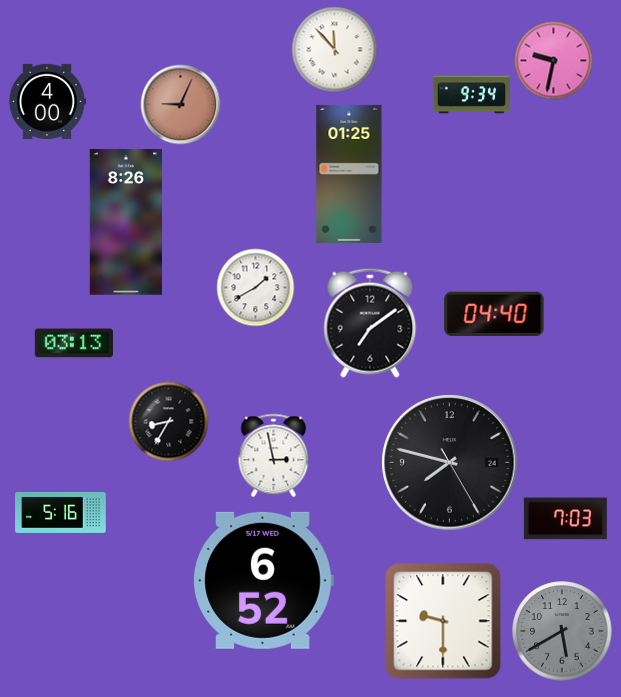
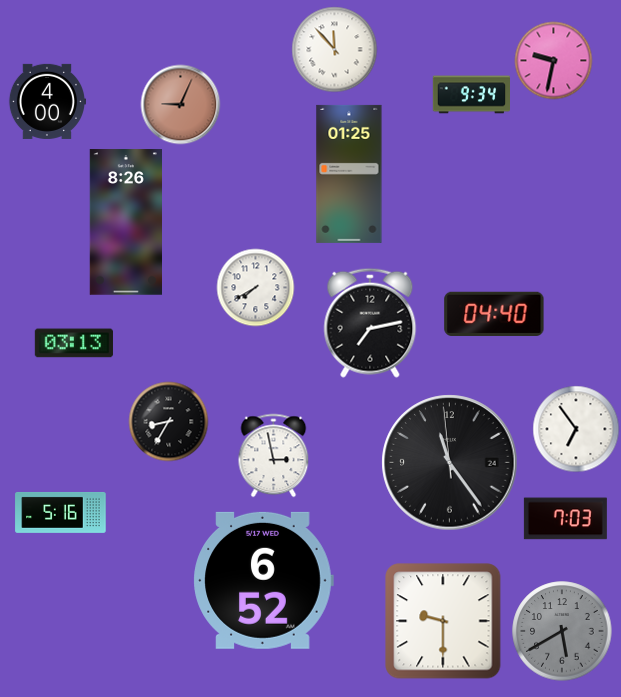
clock at (255, 287): 1:40 -> 7:40
clock at (370, 323): 7:09 -> 7:13
clock at (576, 429): none -> 6:54
clock at (450, 463): 7:47 -> 11:23
